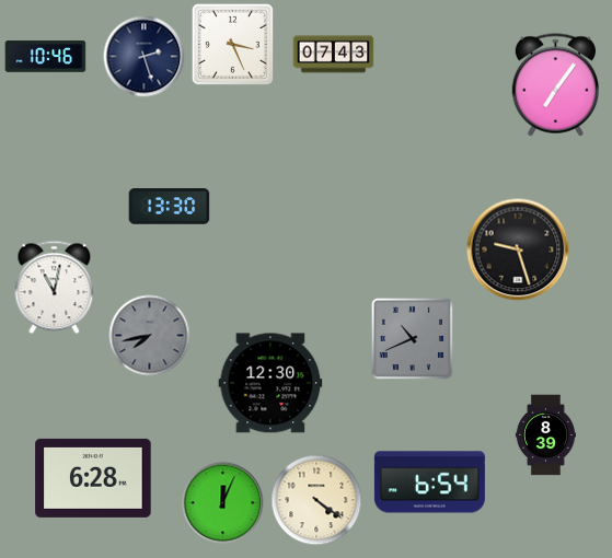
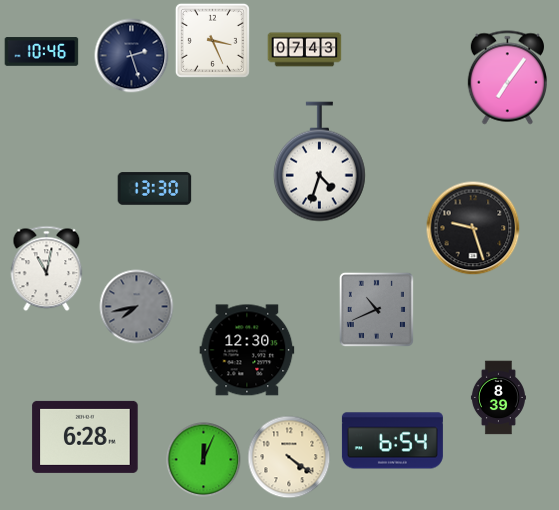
clock at (145, 57) position: (145, 57) -> (132, 56)
clock at (319, 162): none -> 4:33
clock at (55, 288) position: (55, 288) -> (47, 269)
